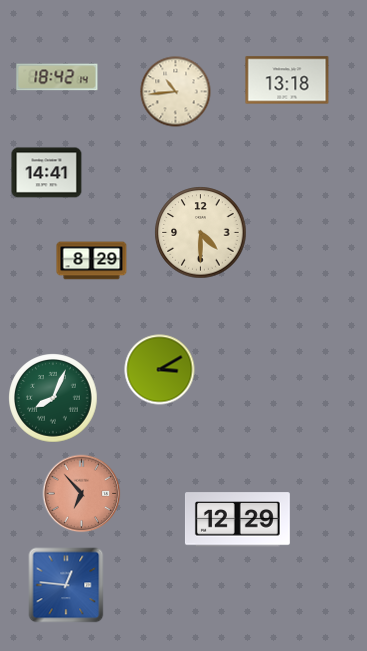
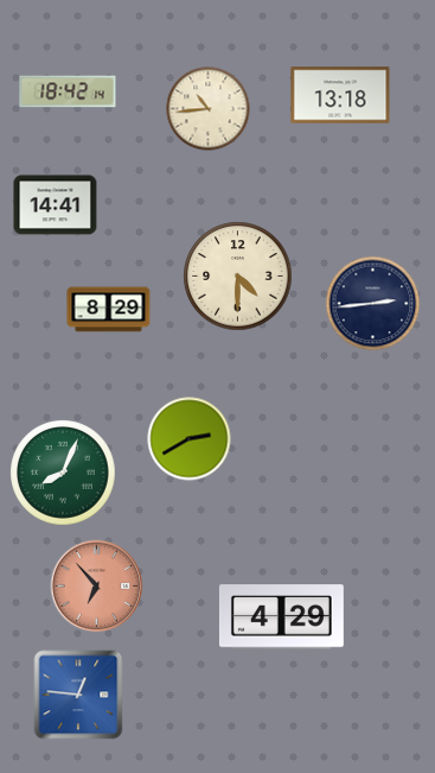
clock at (373, 304): none -> 2:44
clock at (160, 370): 3:10 -> 2:40
clock at (237, 520): 12:29 -> 4:29
